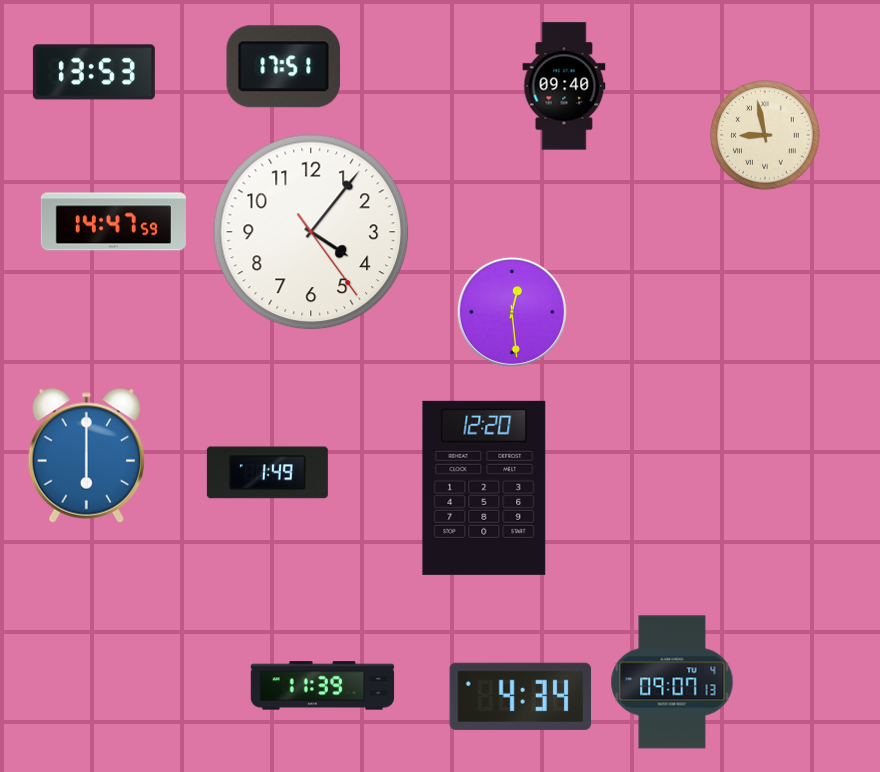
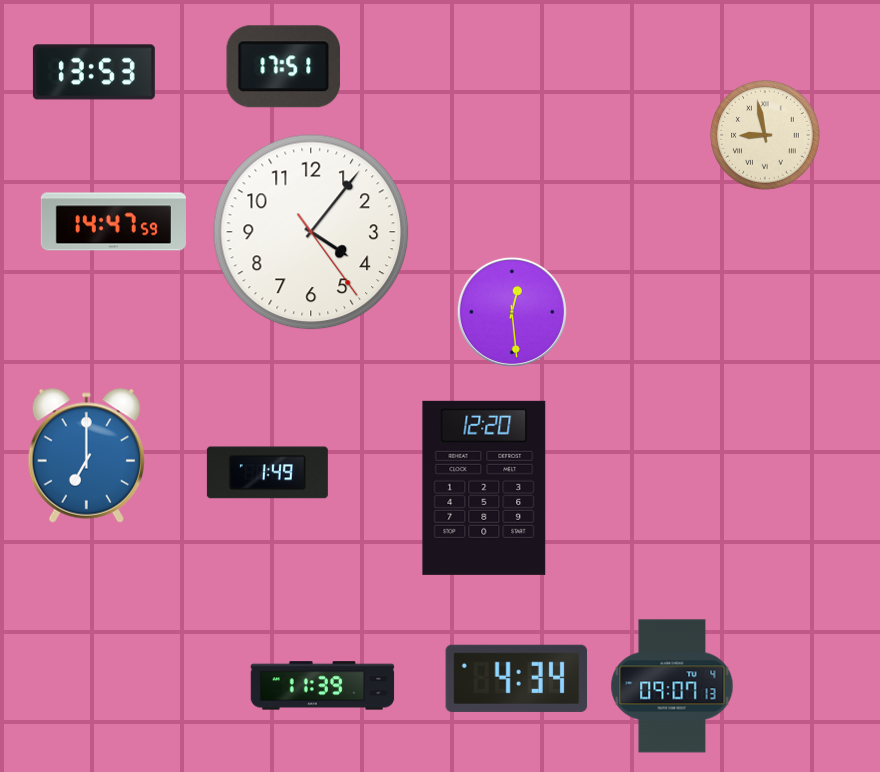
clock at (564, 86): 09:40 -> none
clock at (86, 455): 6:00 -> 7:00
clock at (672, 682) position: (672, 682) -> (672, 686)
clock at (521, 696) position: (521, 696) -> (517, 678)
